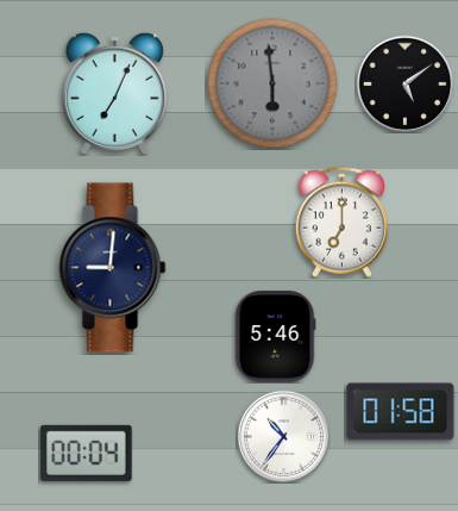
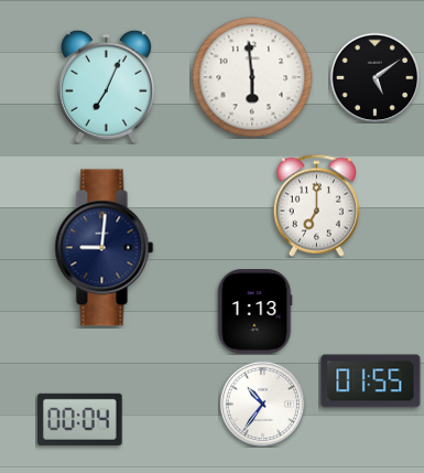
clock at (272, 83) dial: grey -> white
clock at (275, 337): 5:46 -> 1:13
clock at (401, 412): 01:58 -> 01:55
